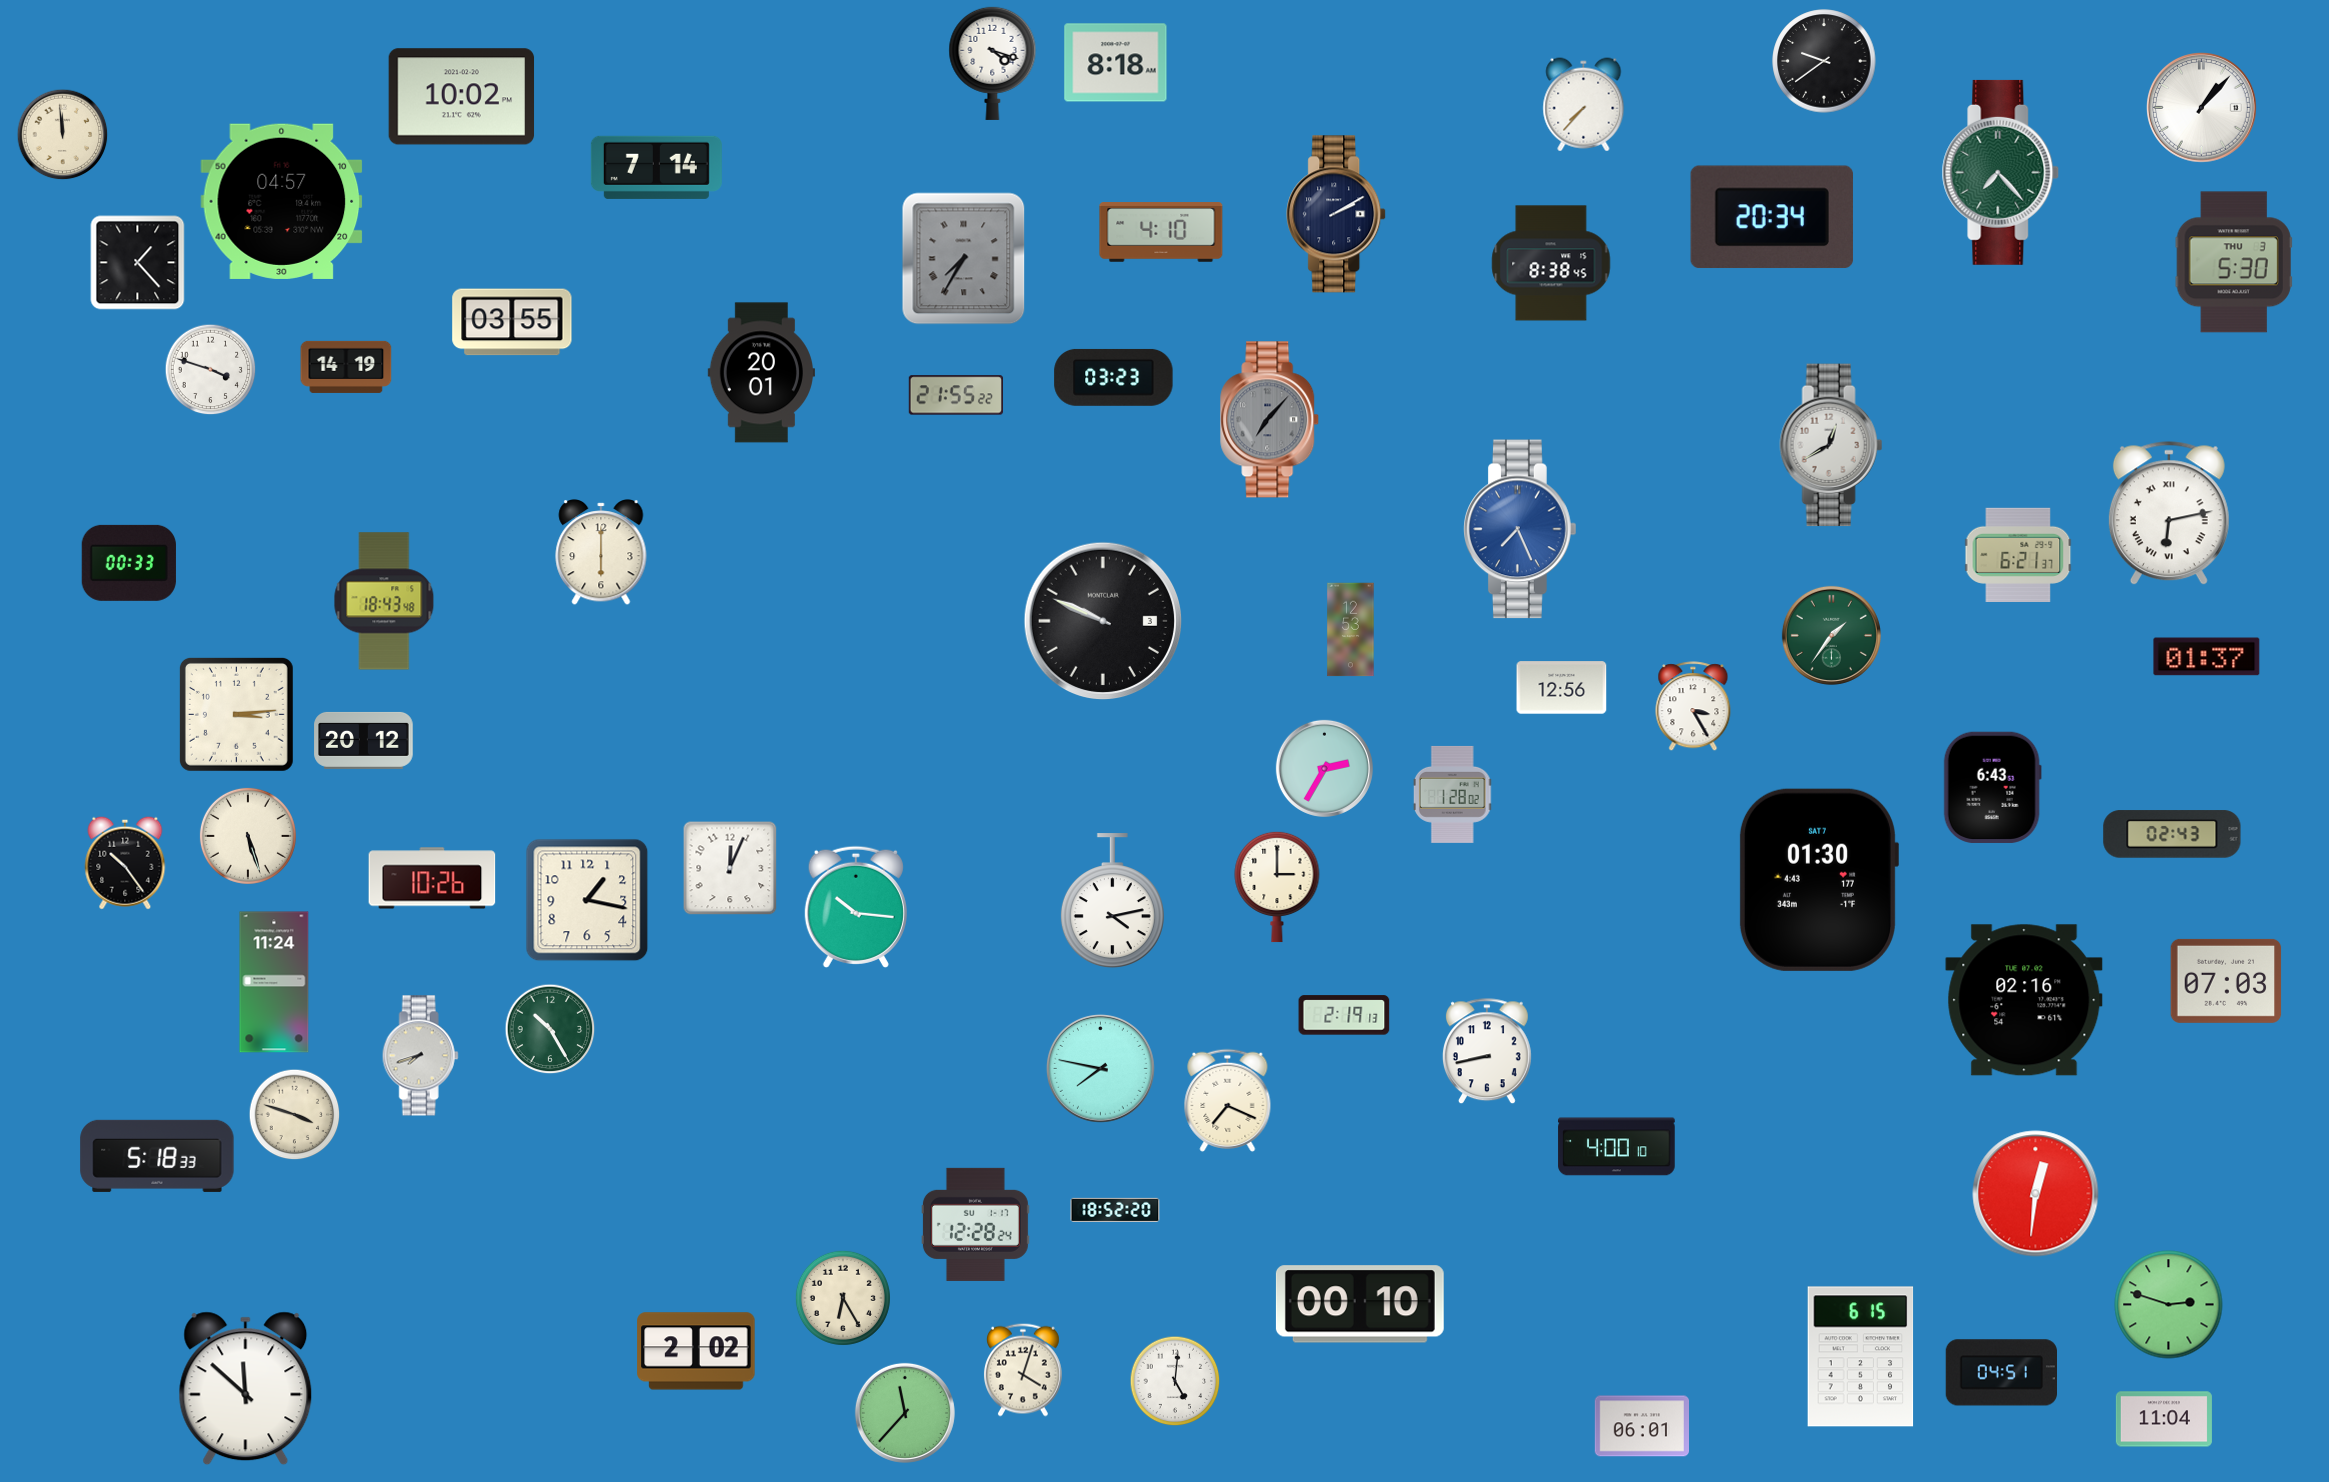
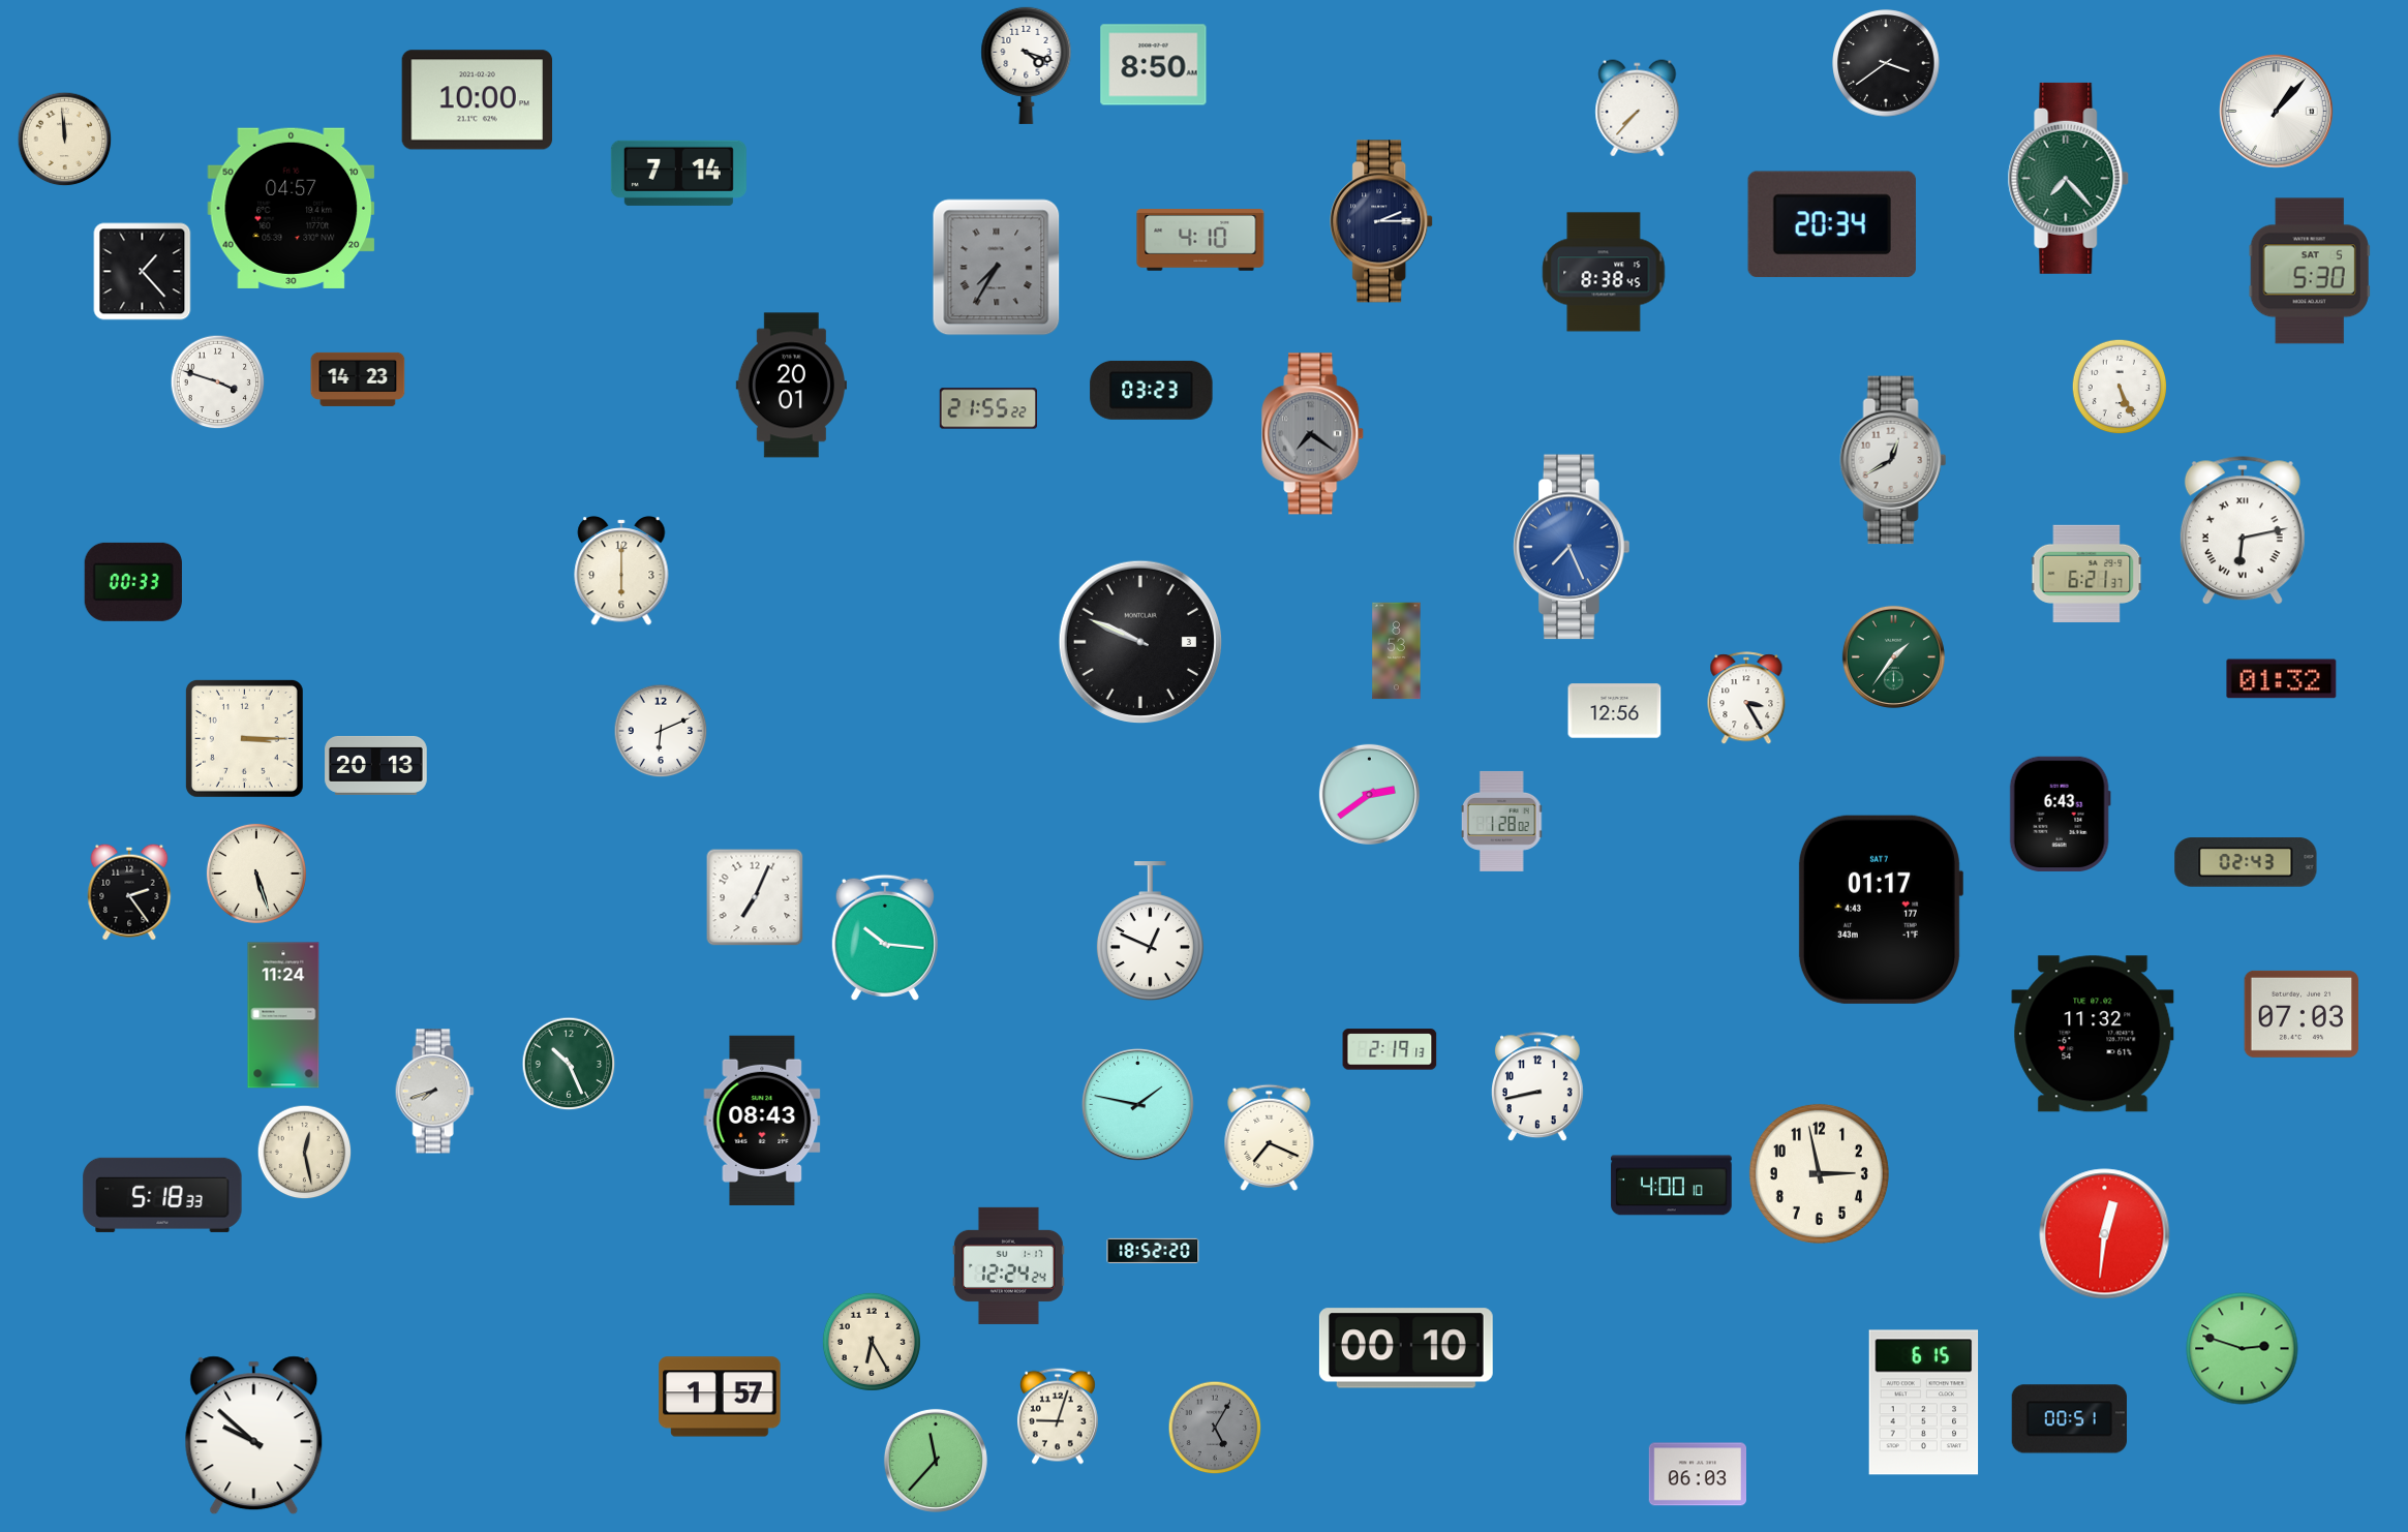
clock at (1824, 61): 9:39 -> 3:39
clock at (1116, 63): 8:18 -> 8:50
clock at (462, 97): 10:02 -> 10:00
clock at (1337, 214): 2:10 -> 2:15
clock at (2234, 262) date: THU 3 -> SAT 5
clock at (512, 322): 03:55 -> none
clock at (346, 367): 14:19 -> 14:23
clock at (761, 373) position: (761, 373) -> (791, 386)
clock at (2120, 387): none -> 5:26
clock at (1270, 420): 7:07 -> 7:21
clock at (384, 601): 18:43 -> none
clock at (1351, 630): 12:53 -> 8:53
clock at (2207, 657): 01:37 -> 01:32
clock at (661, 731): none -> 6:11
clock at (1693, 707) position: (1693, 707) -> (1746, 699)
clock at (236, 714): 3:14 -> 3:15
clock at (364, 740): 20:12 -> 20:13
clock at (1324, 768): 2:35 -> 2:39
clock at (248, 836) position: (248, 836) -> (256, 874)
clock at (125, 863): 10:24 -> 2:24
clock at (730, 868): 12:04 -> 7:04
clock at (432, 878): 10:26 -> none
clock at (1818, 880): 01:30 -> 01:17
clock at (1277, 887): 3:00 -> none
clock at (587, 900): 1:17 -> none
clock at (1112, 901): 4:13 -> 12:49
clock at (2024, 1000): 02:16 -> 11:32
clock at (550, 1029): 10:25 -> 10:26
clock at (1100, 1068): 7:47 -> 1:47
clock at (762, 1121): none -> 08:43
clock at (295, 1115): 3:48 -> 12:28
clock at (1819, 1173): none -> 2:58
clock at (975, 1224): 12:28 -> 12:24
clock at (696, 1351): 2:02 -> 1:57
clock at (1023, 1370): 4:03 -> 9:03
clock at (2001, 1373): 04:51 -> 00:51
clock at (1175, 1381): 5:01 -> 5:05
clock at (1175, 1381) dial: white -> grey
clock at (246, 1389): 11:52 -> 9:52
clock at (2164, 1419): 11:04 -> none
clock at (1641, 1426): 06:01 -> 06:03
